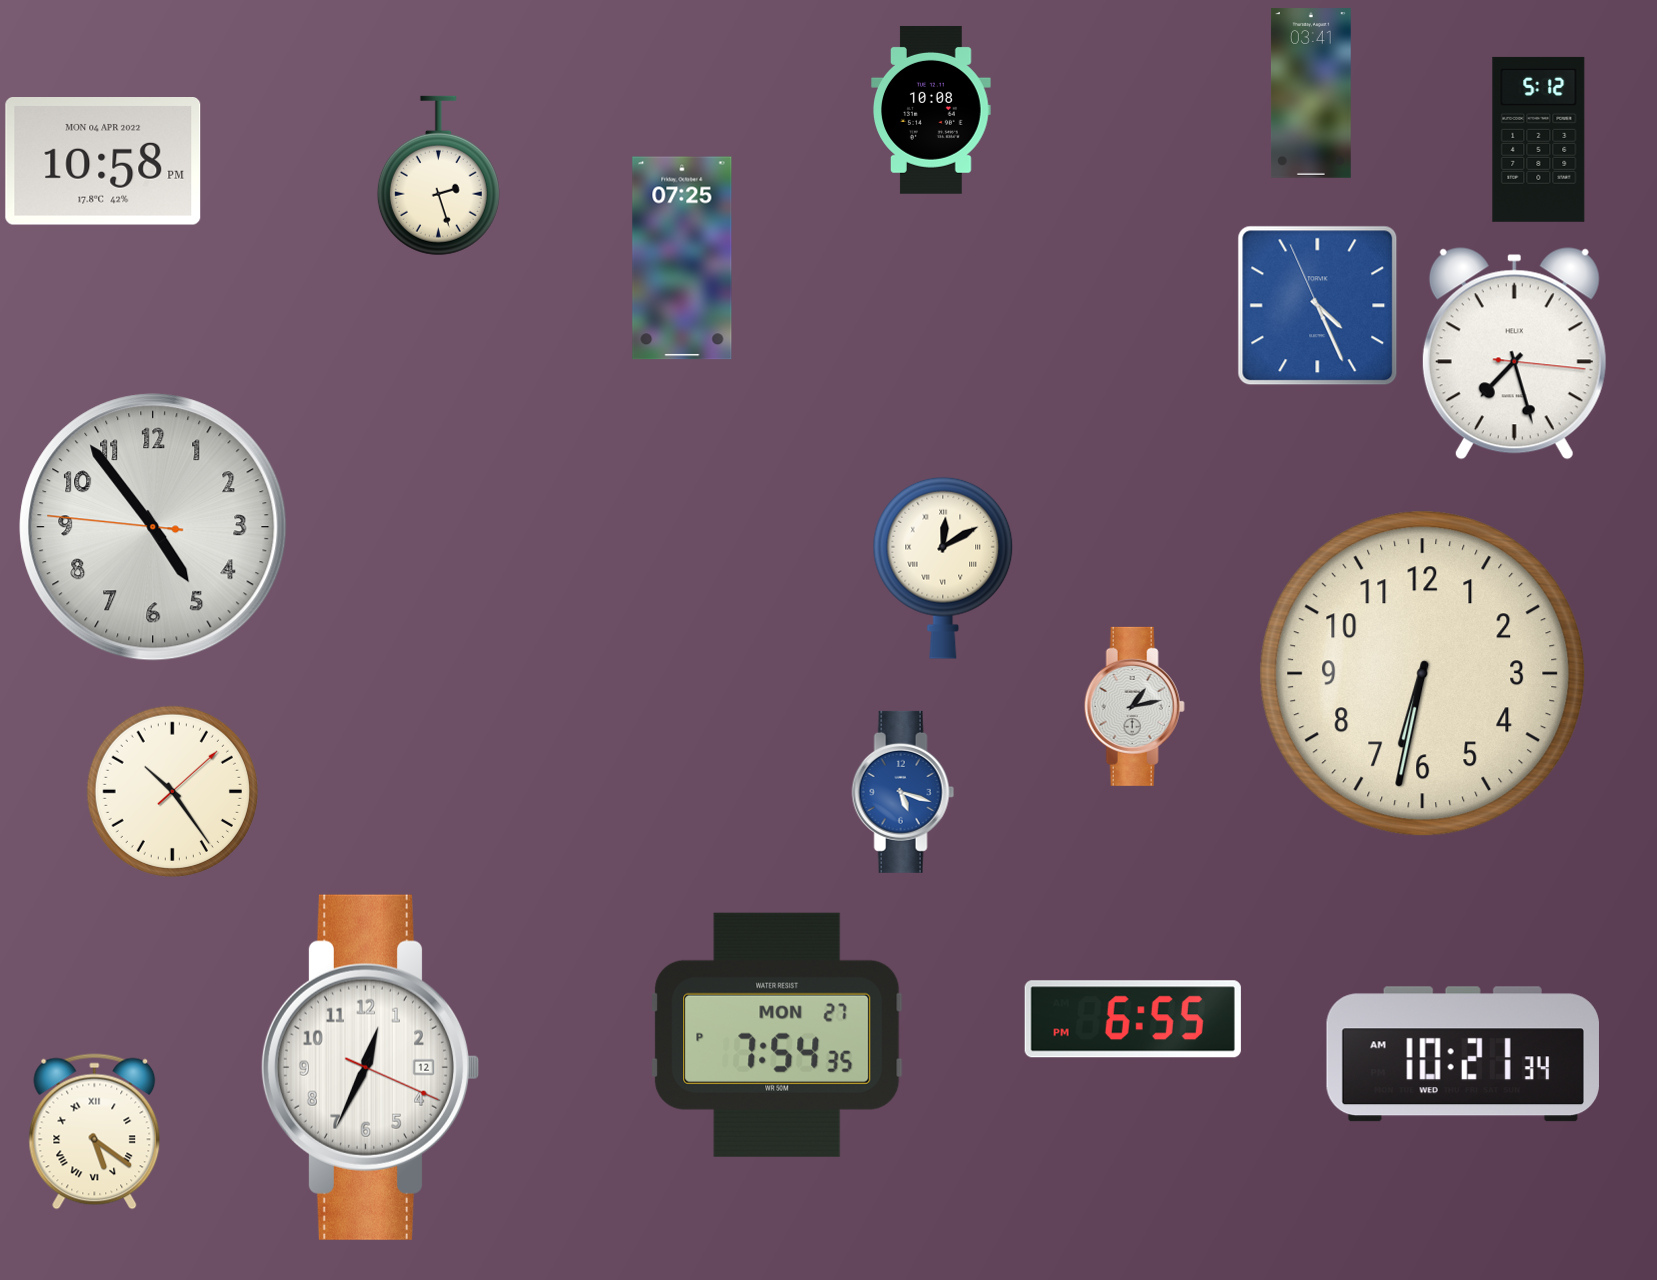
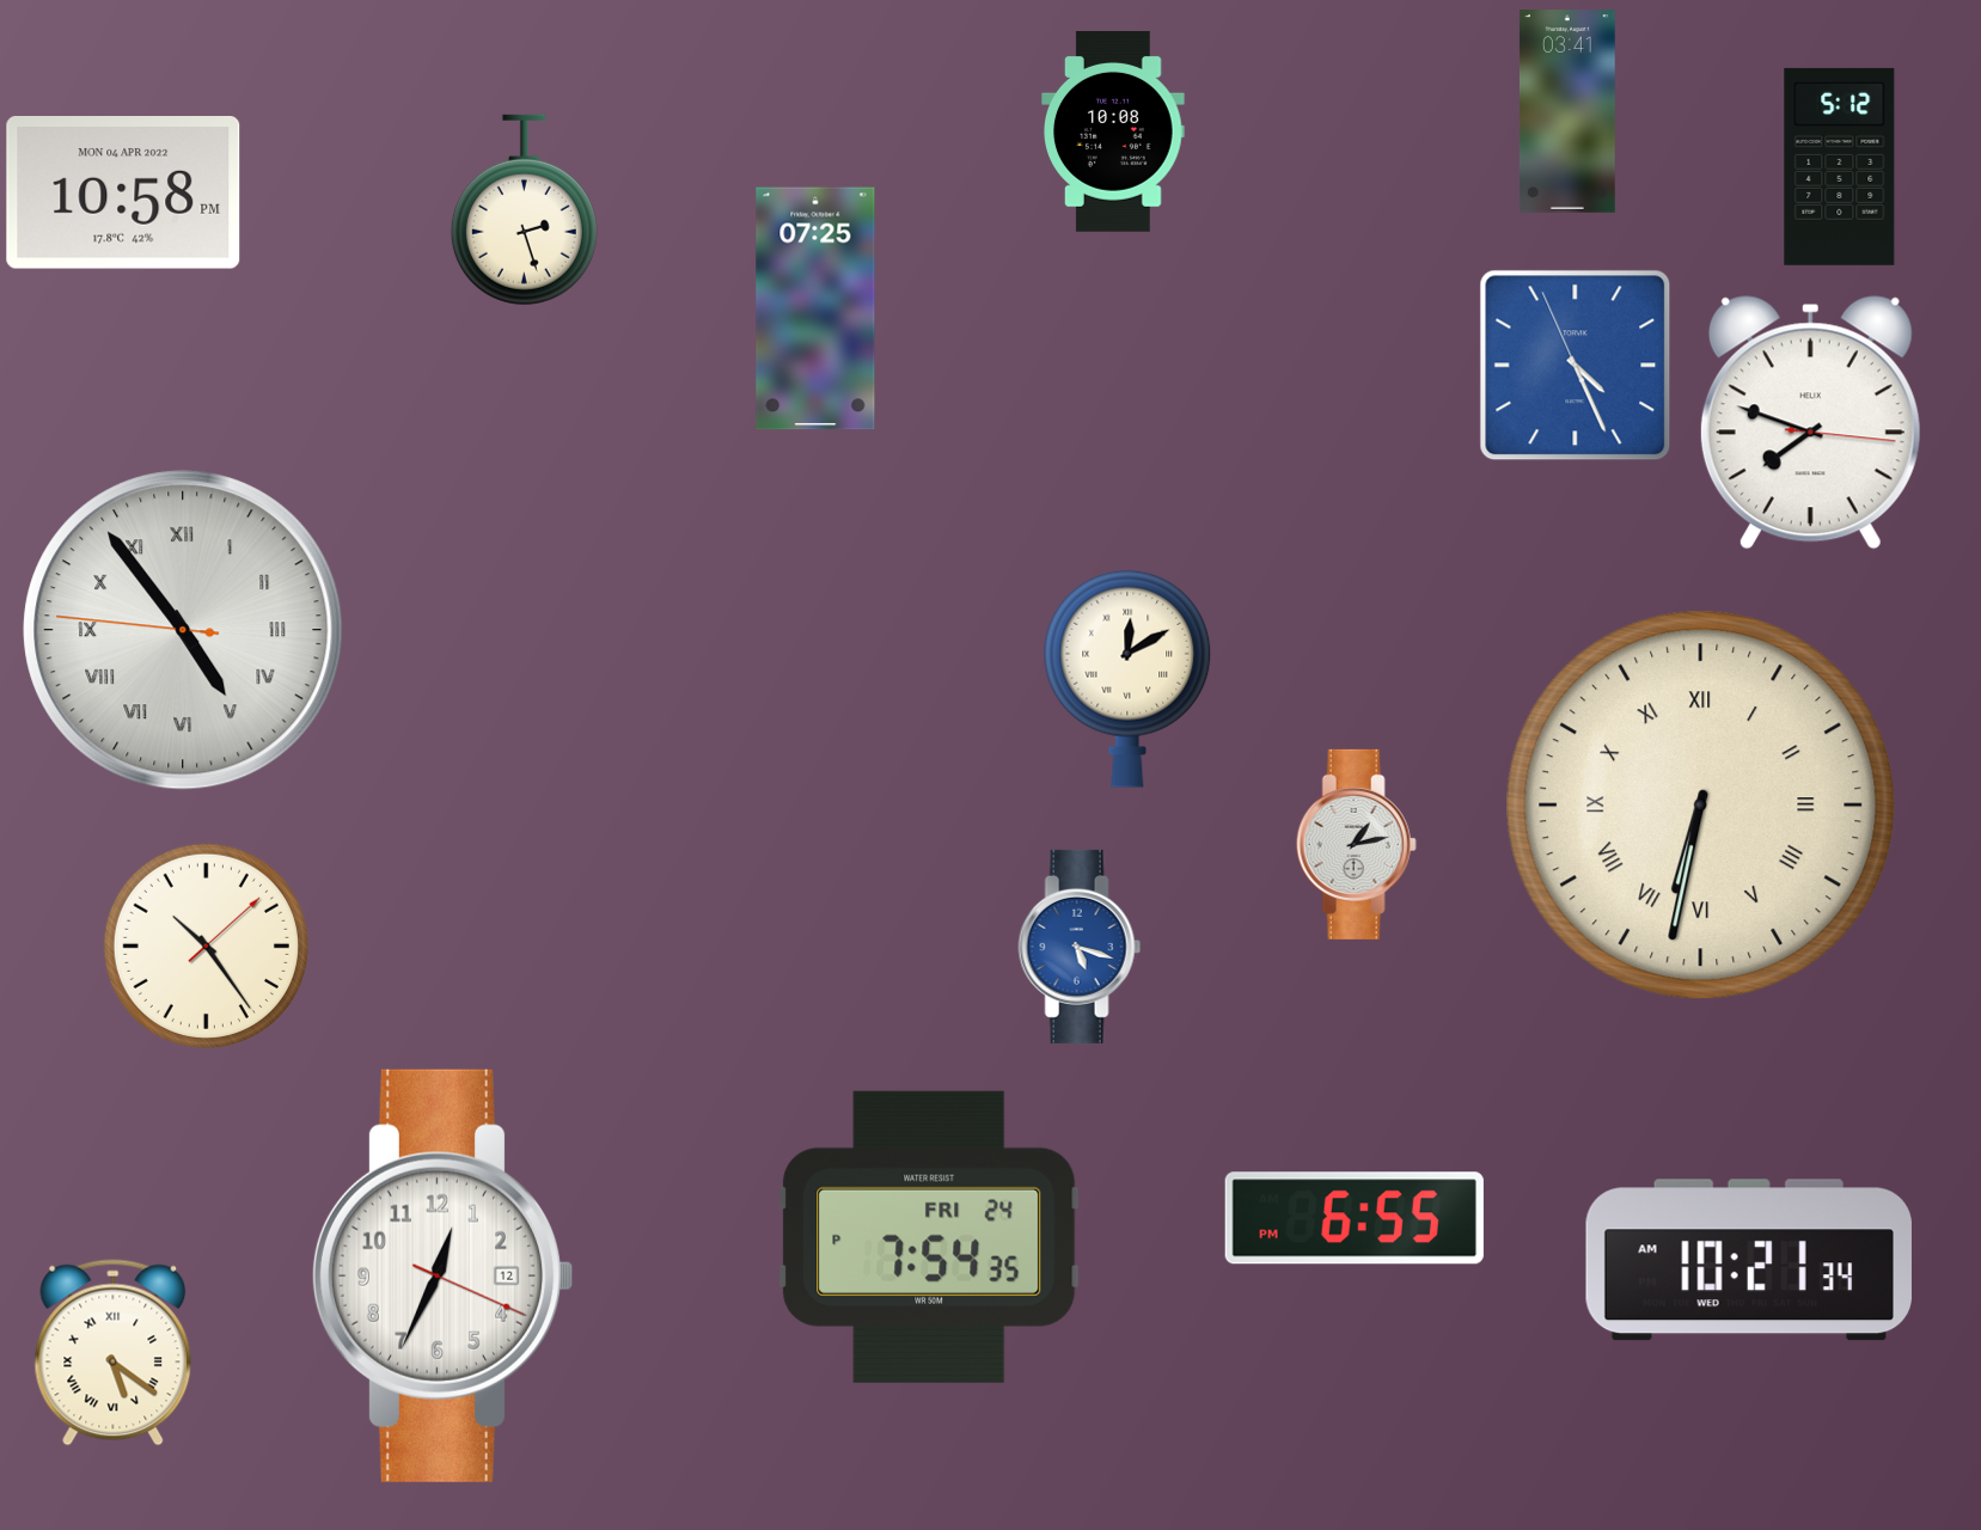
clock at (1514, 354): 7:27 -> 7:48
clock at (153, 527) numerals: Arabic -> Roman
clock at (1423, 674) numerals: Arabic -> Roman
clock at (777, 1035) date: MON 27 -> FRI 24
